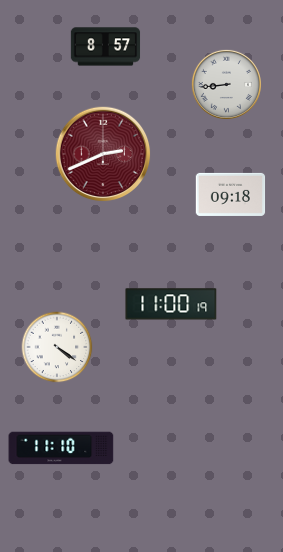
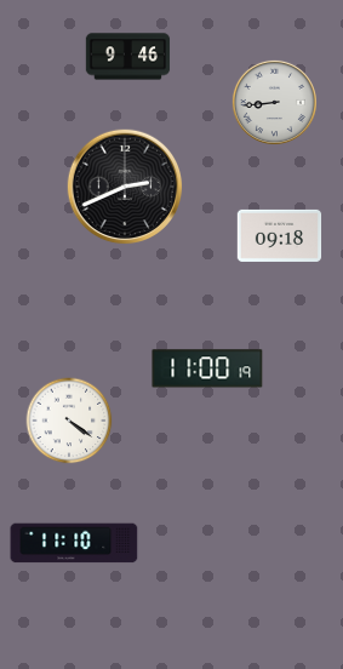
clock at (106, 47): 8:57 -> 9:46
clock at (103, 154) dial: burgundy -> black
